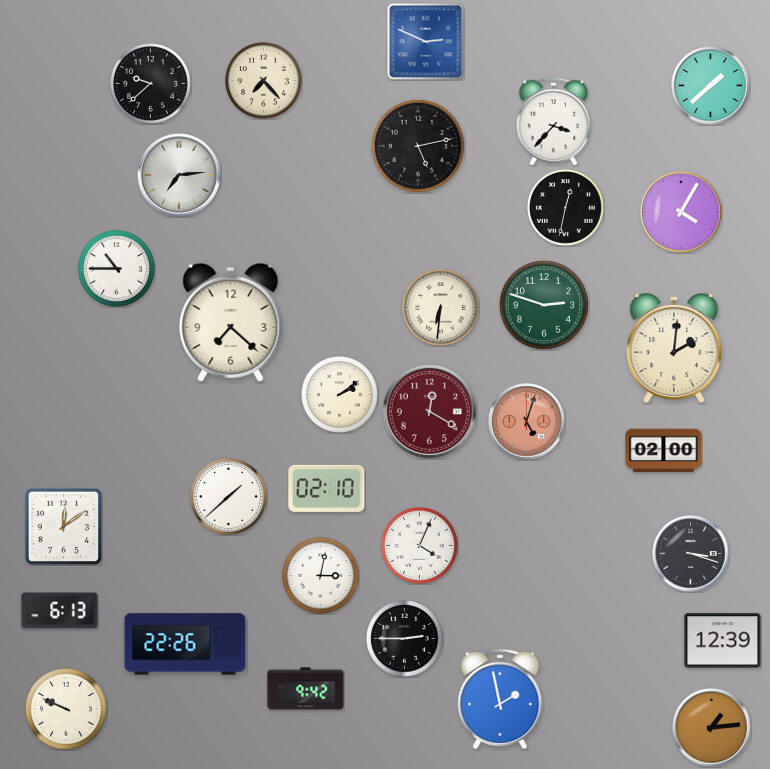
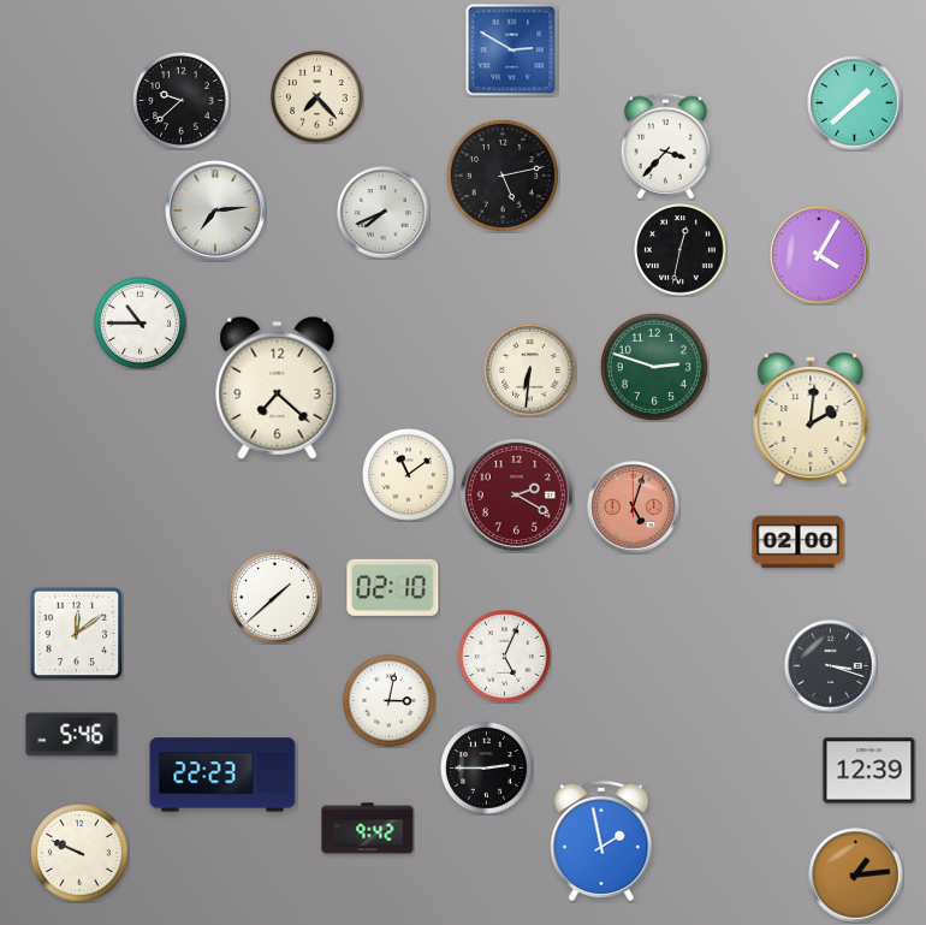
clock at (426, 42): 2:49 -> 2:50
clock at (384, 213): none -> 7:41
clock at (340, 395): 2:09 -> 11:09
clock at (429, 411): 12:20 -> 2:20
clock at (420, 546): 4:04 -> 5:04
clock at (321, 576) position: (321, 576) -> (390, 701)
clock at (60, 611): 6:13 -> 5:46
clock at (185, 644): 22:26 -> 22:23
